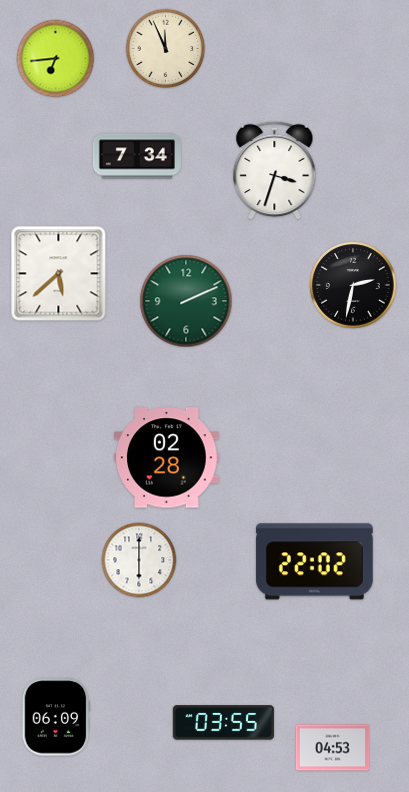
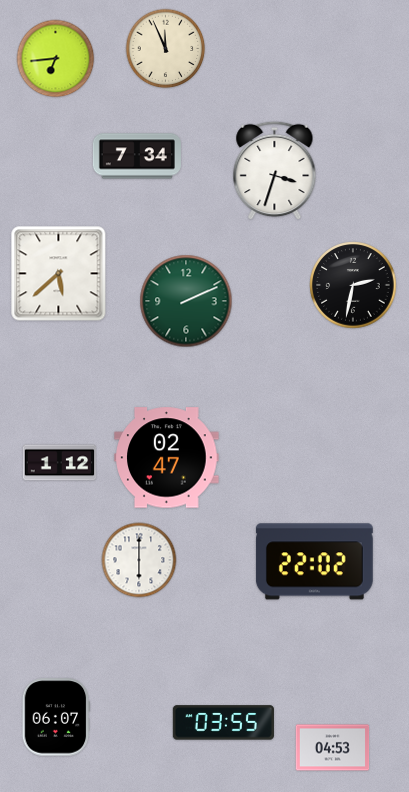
clock at (167, 458): 02:28 -> 02:47
clock at (60, 463): none -> 1:12
clock at (56, 717): 06:09 -> 06:07
